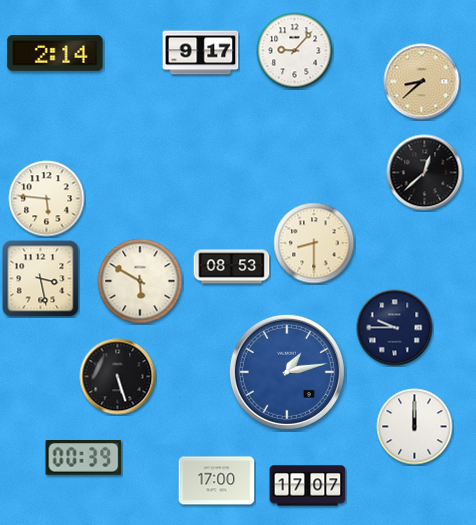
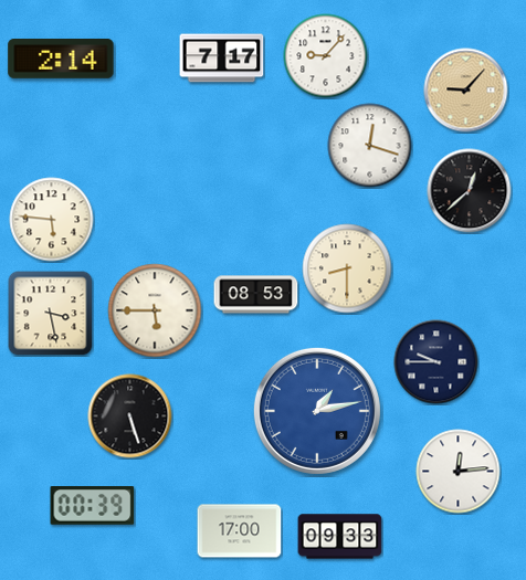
clock at (201, 53): 9:17 -> 7:17
clock at (422, 82): 8:38 -> 9:07
clock at (370, 146): none -> 12:18
clock at (41, 279) position: (41, 279) -> (51, 314)
clock at (140, 281): 5:50 -> 5:45
clock at (415, 427): 12:00 -> 12:14
clock at (308, 486): 17:07 -> 09:33
